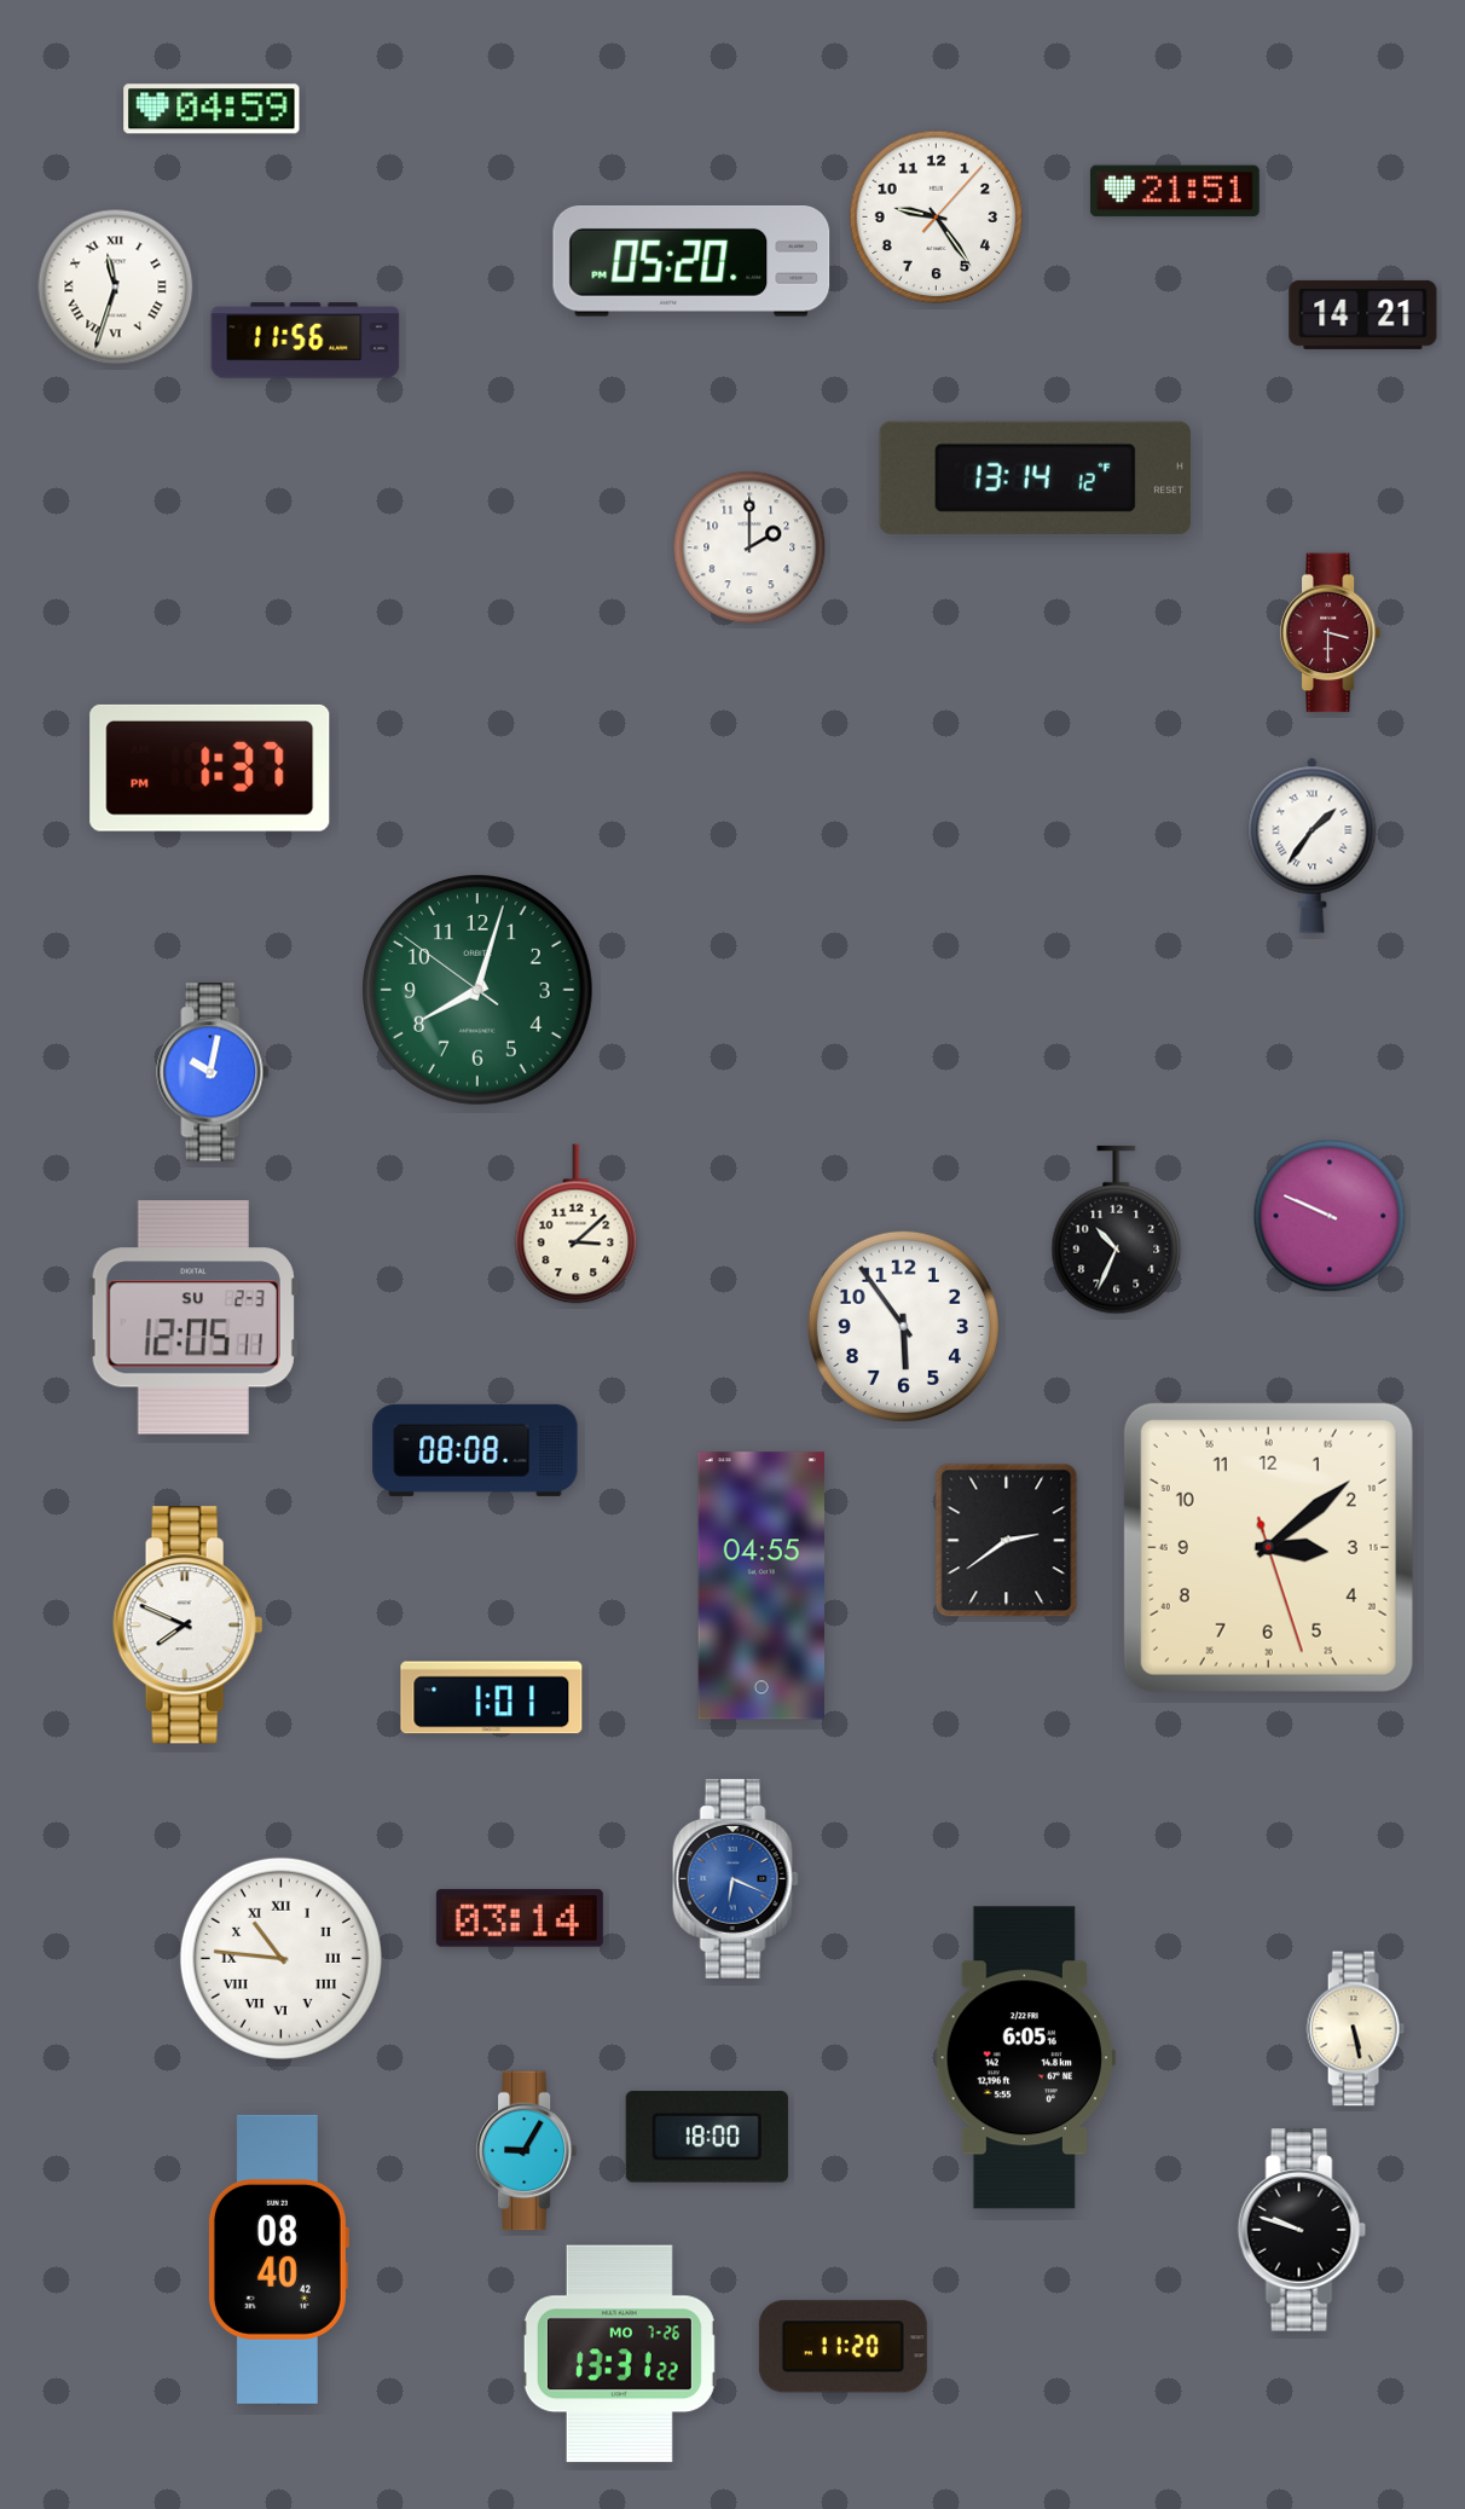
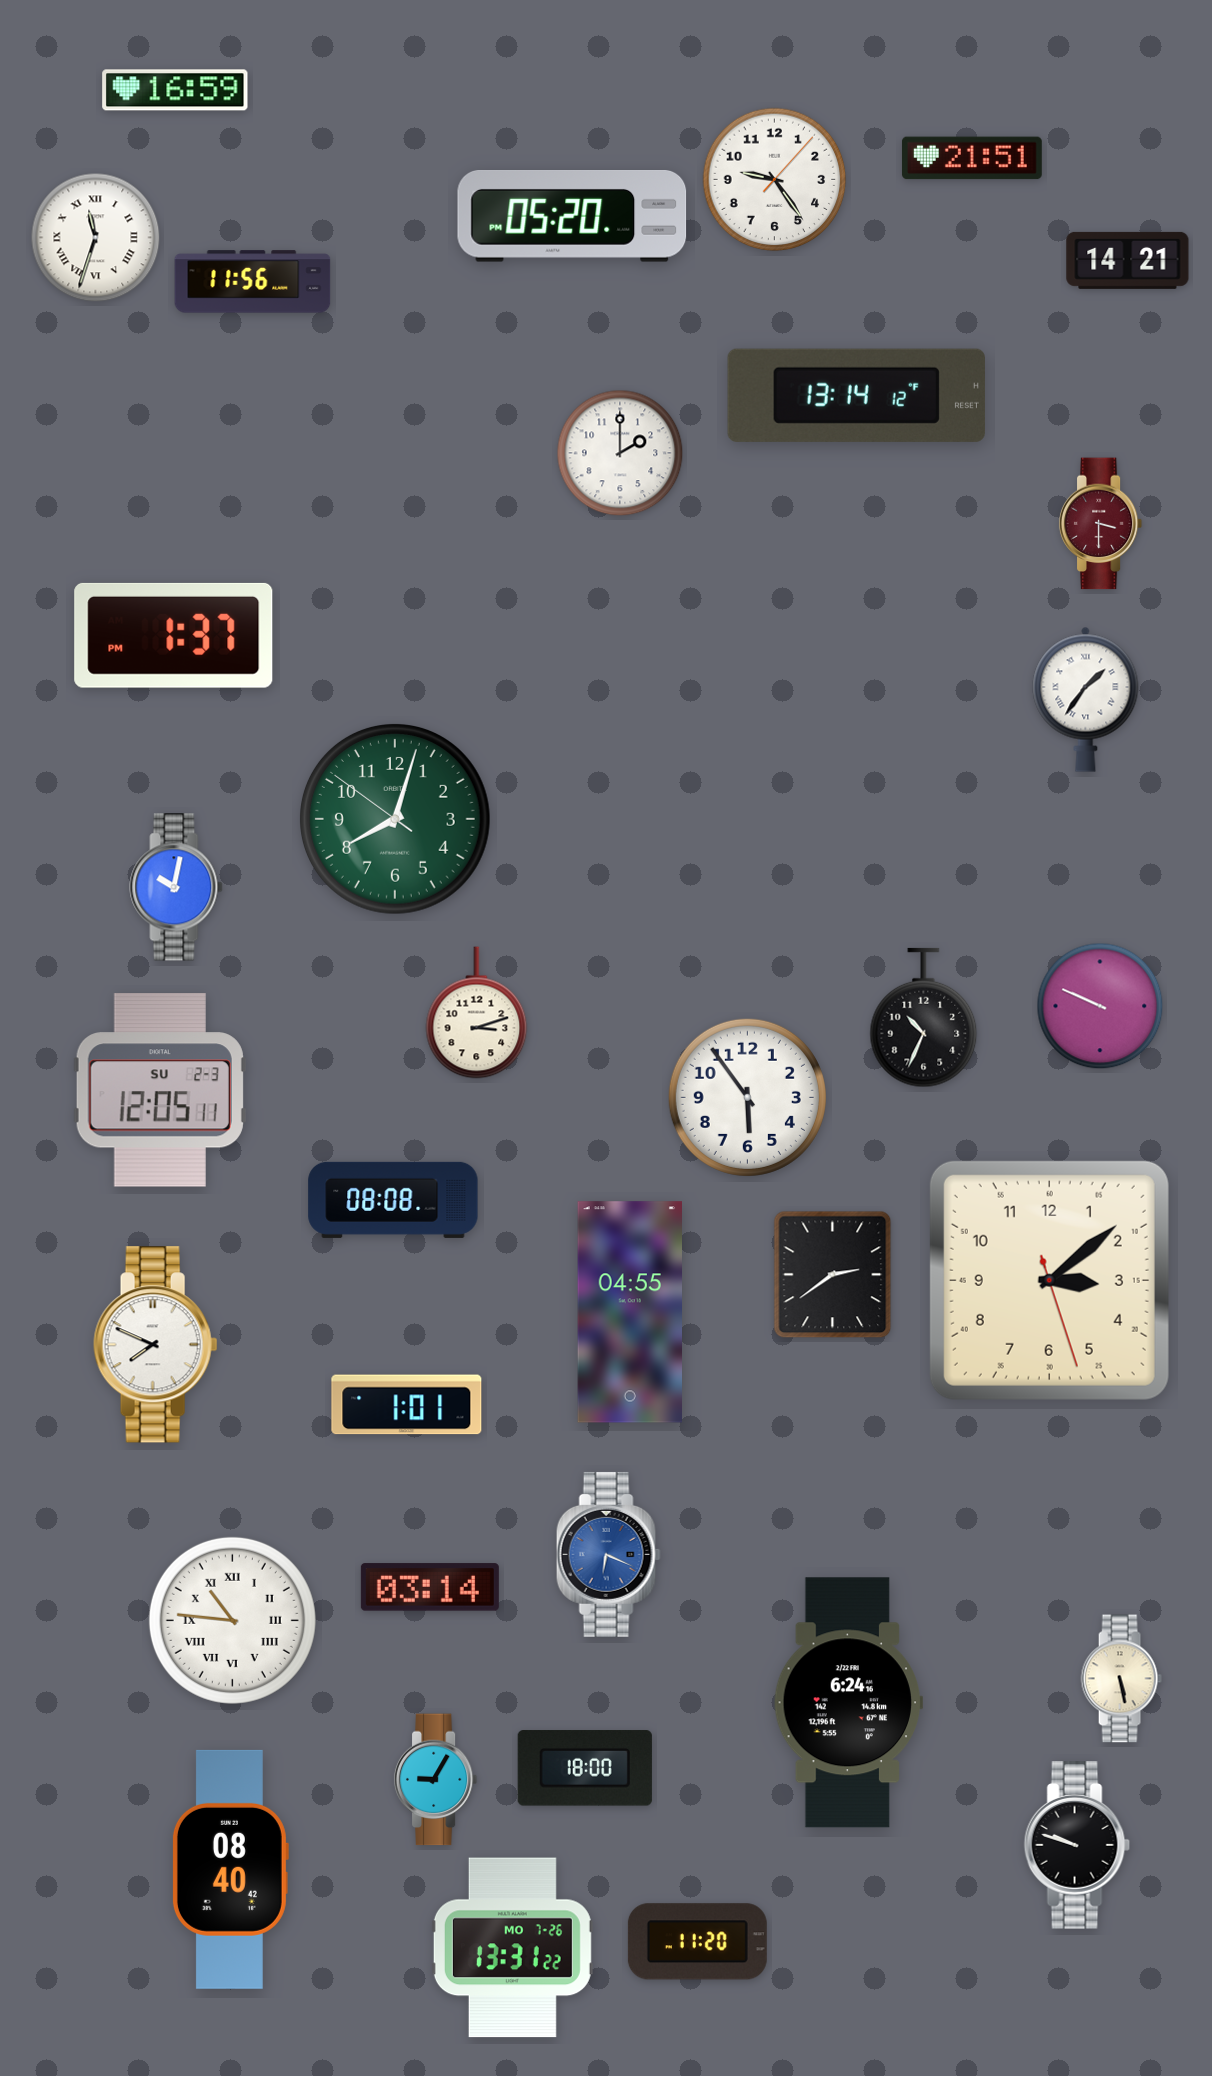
clock at (212, 109): 04:59 -> 16:59
clock at (577, 1224): 3:08 -> 3:12
clock at (1025, 2058): 6:05 -> 6:24
